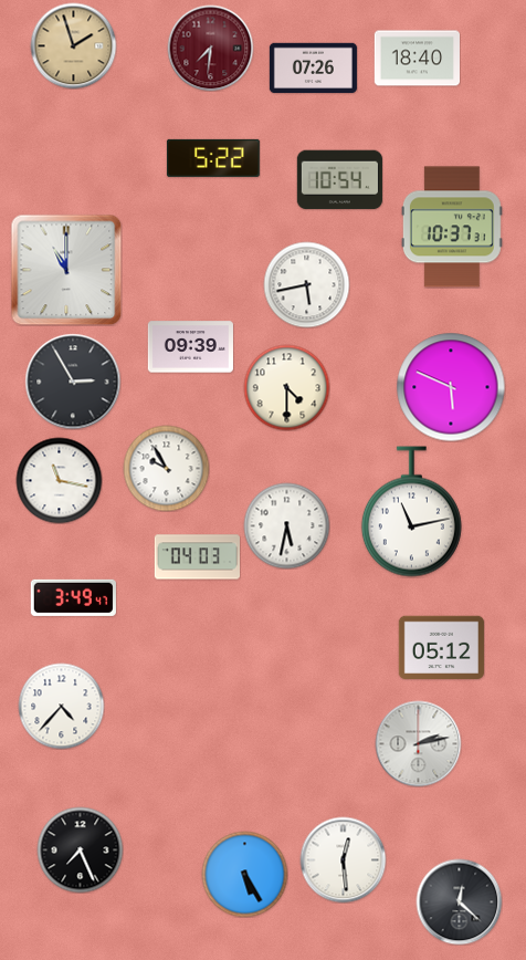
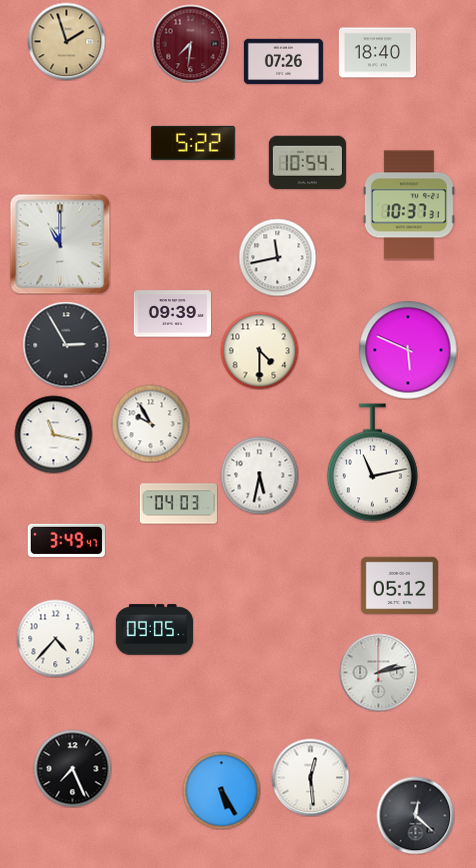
clock at (306, 284): 5:43 -> 11:43
clock at (154, 630): none -> 09:05
